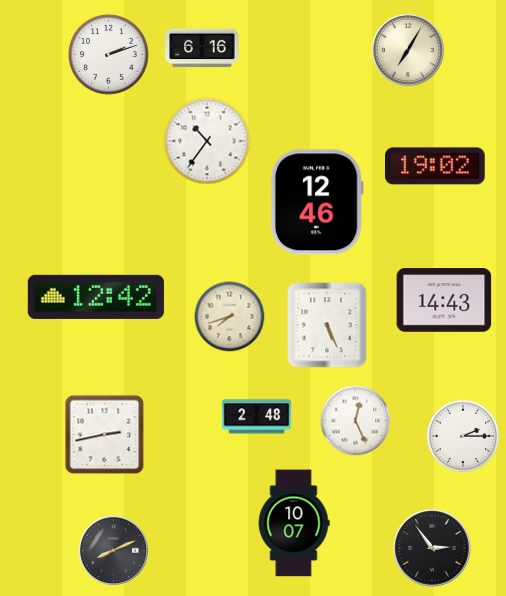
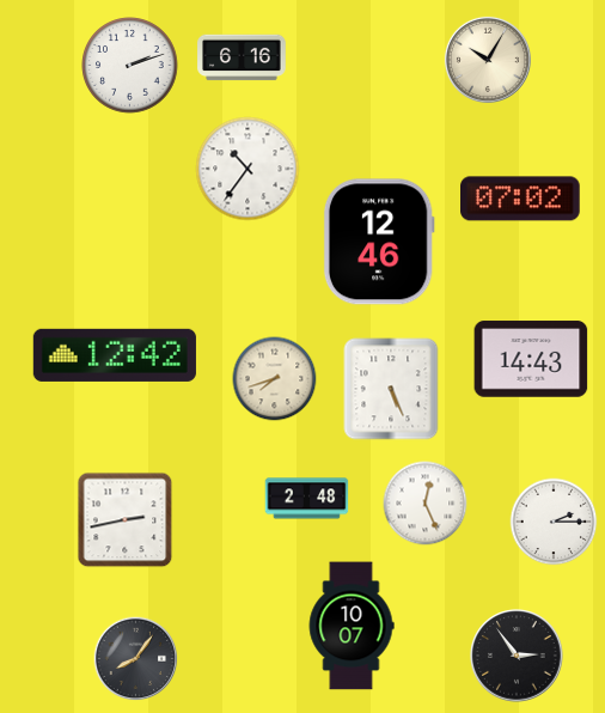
clock at (408, 50): 7:05 -> 10:05
clock at (435, 166): 19:02 -> 07:02
clock at (114, 551): 8:11 -> 8:06
